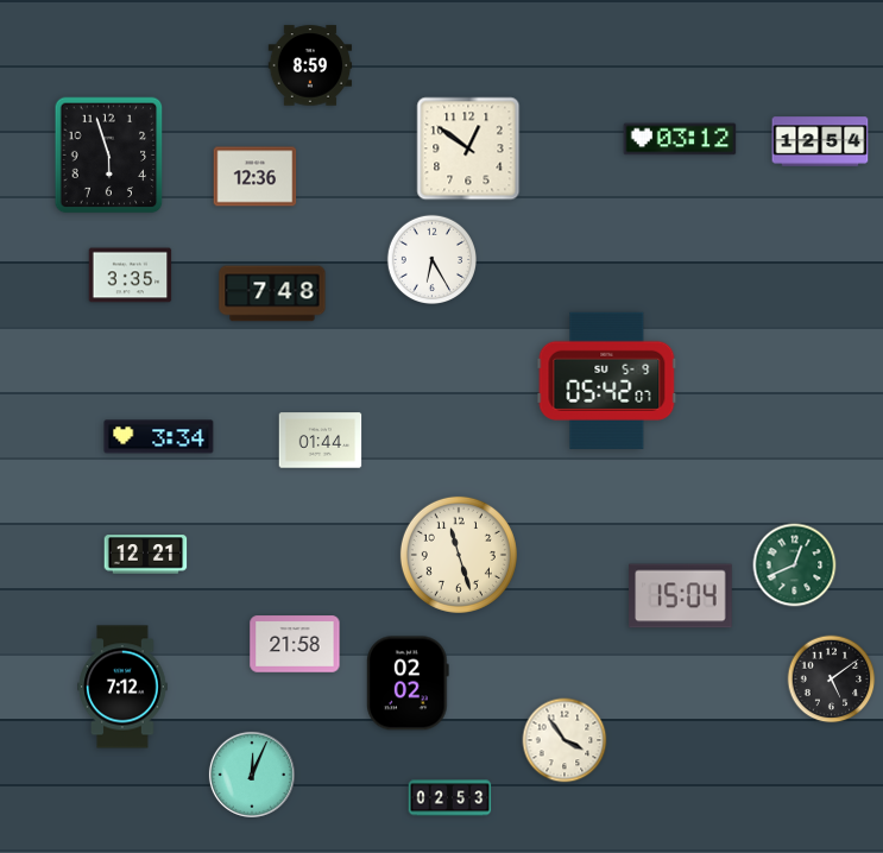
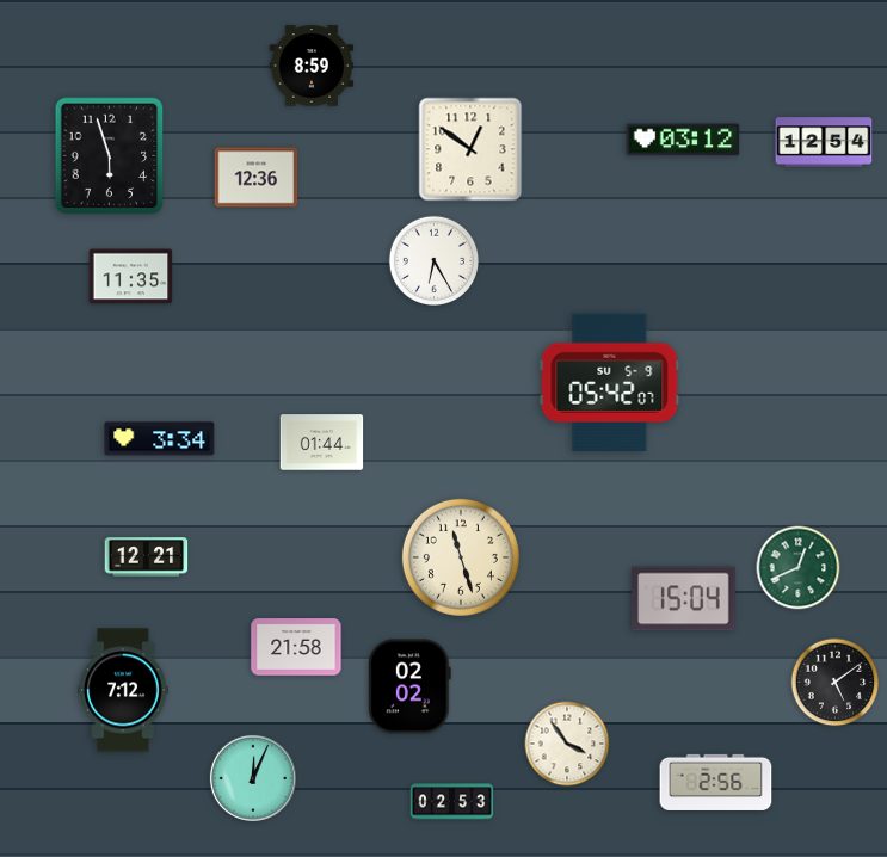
clock at (131, 276): 3:35 -> 11:35
clock at (272, 293): 7:48 -> none
clock at (716, 782): none -> 2:56
